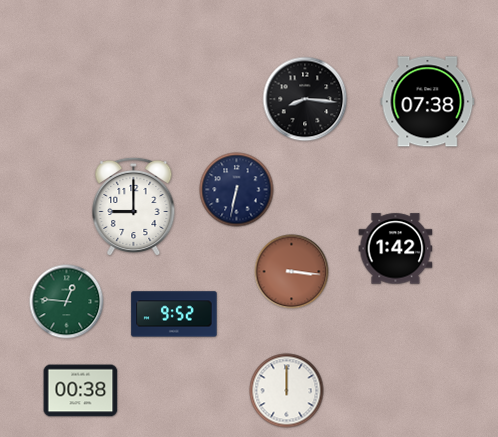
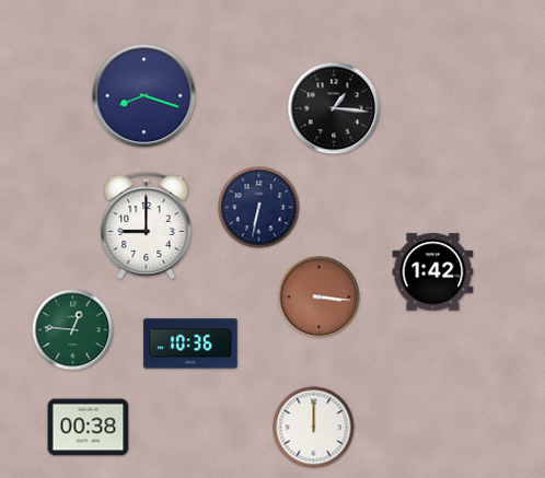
clock at (144, 96): none -> 8:18
clock at (305, 99): 8:16 -> 1:16
clock at (428, 102): 07:38 -> none
clock at (174, 314): 9:52 -> 10:36
